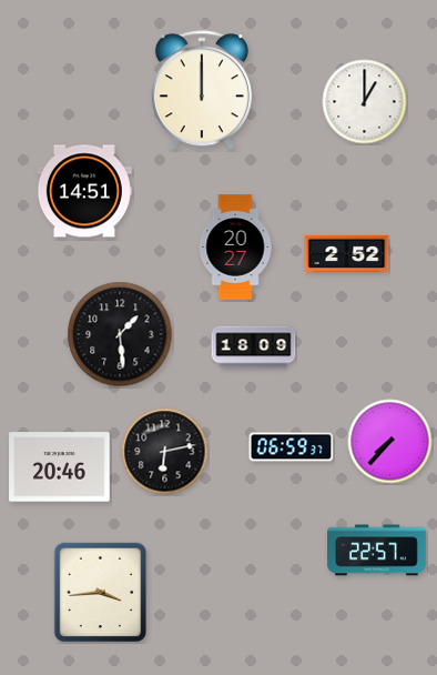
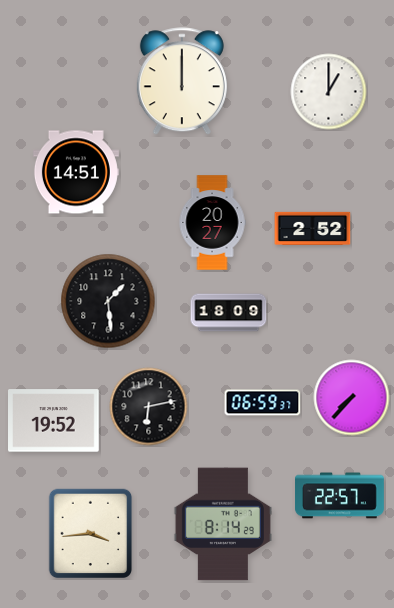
clock at (60, 467): 20:46 -> 19:52
clock at (223, 524): none -> 8:14
